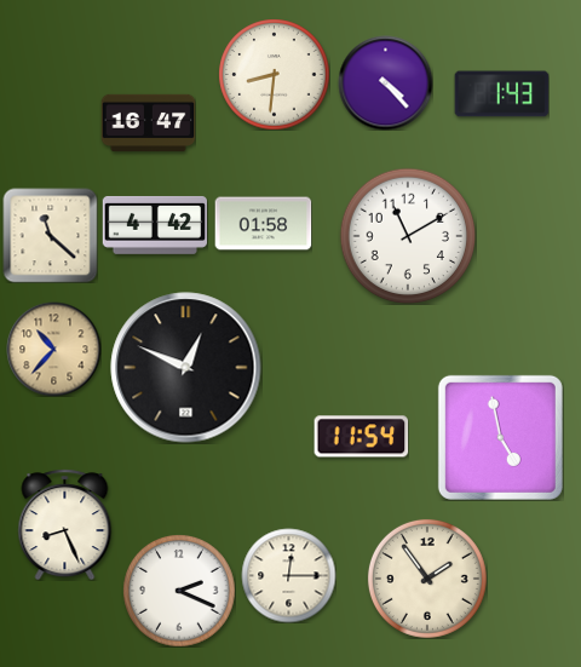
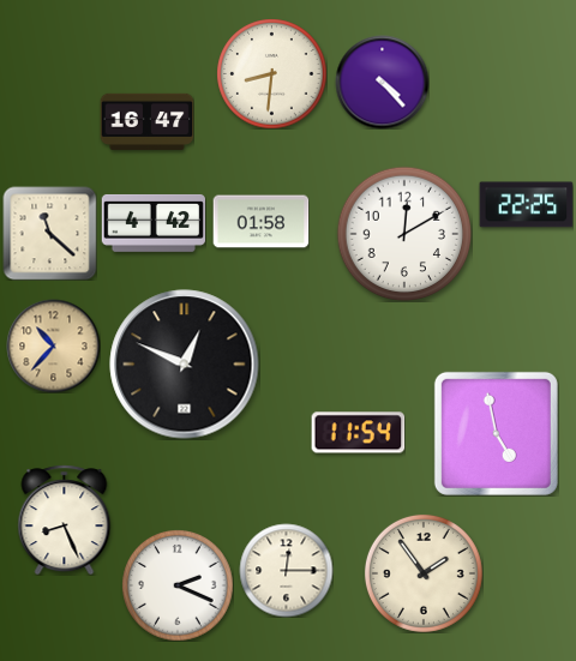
clock at (501, 94): 1:43 -> none
clock at (526, 205): none -> 22:25
clock at (408, 236): 11:10 -> 12:10
